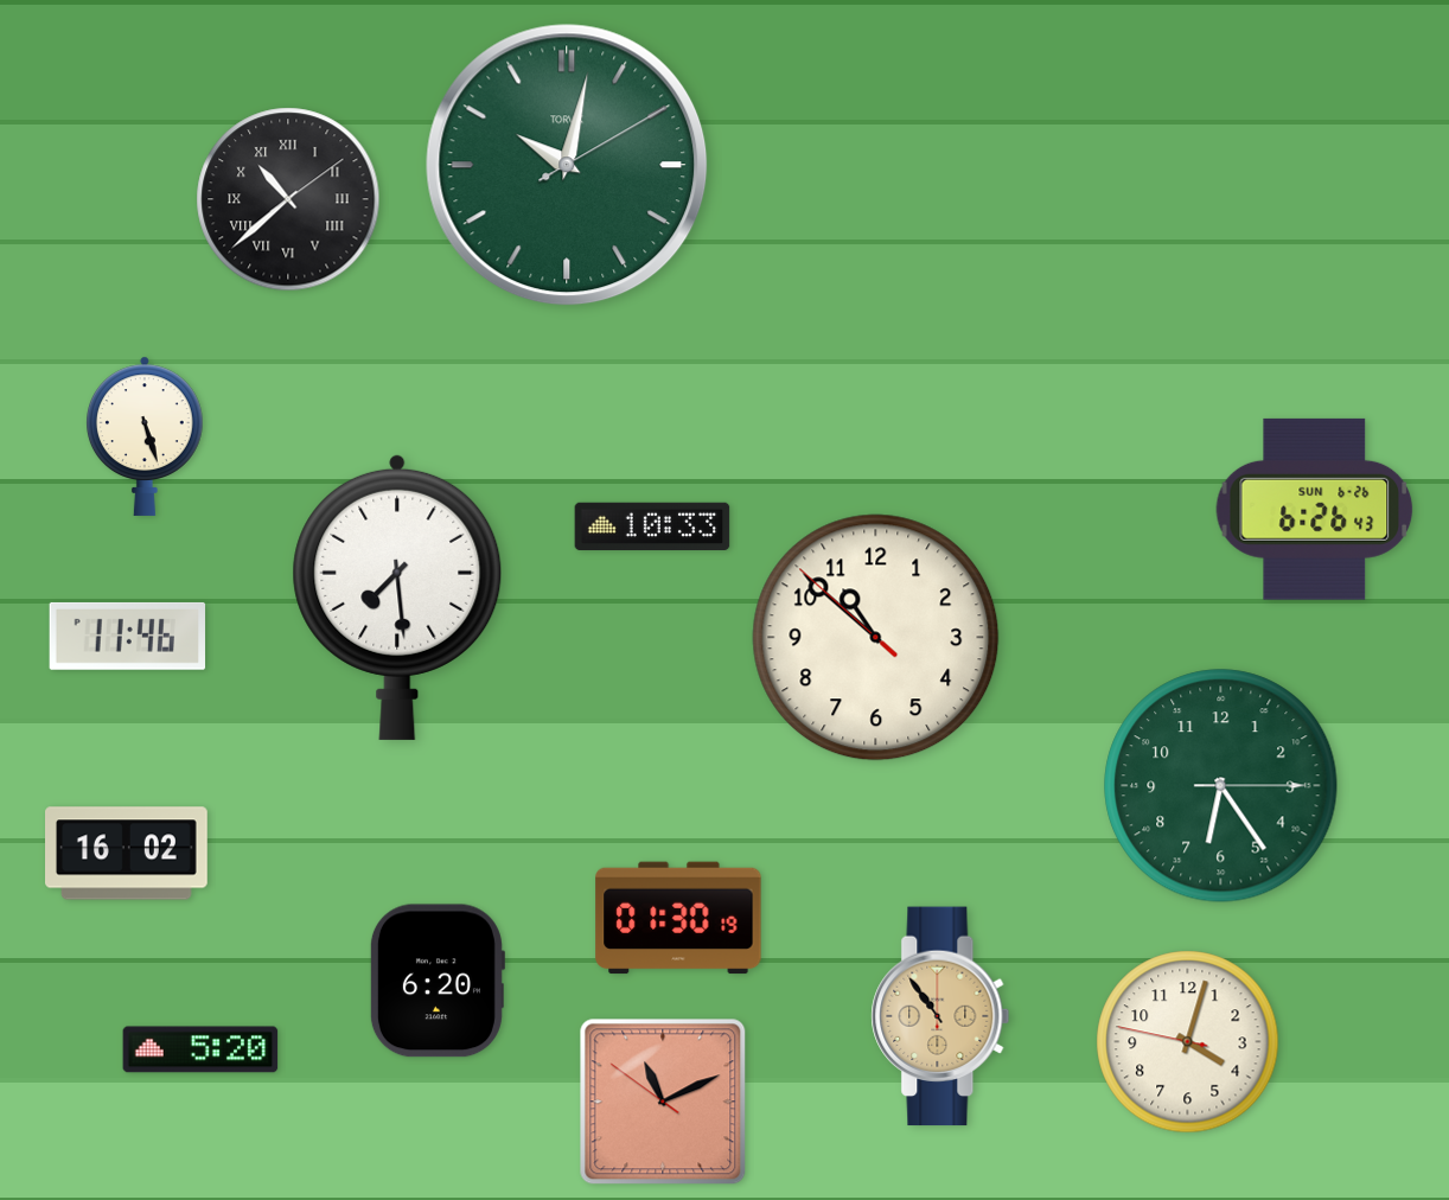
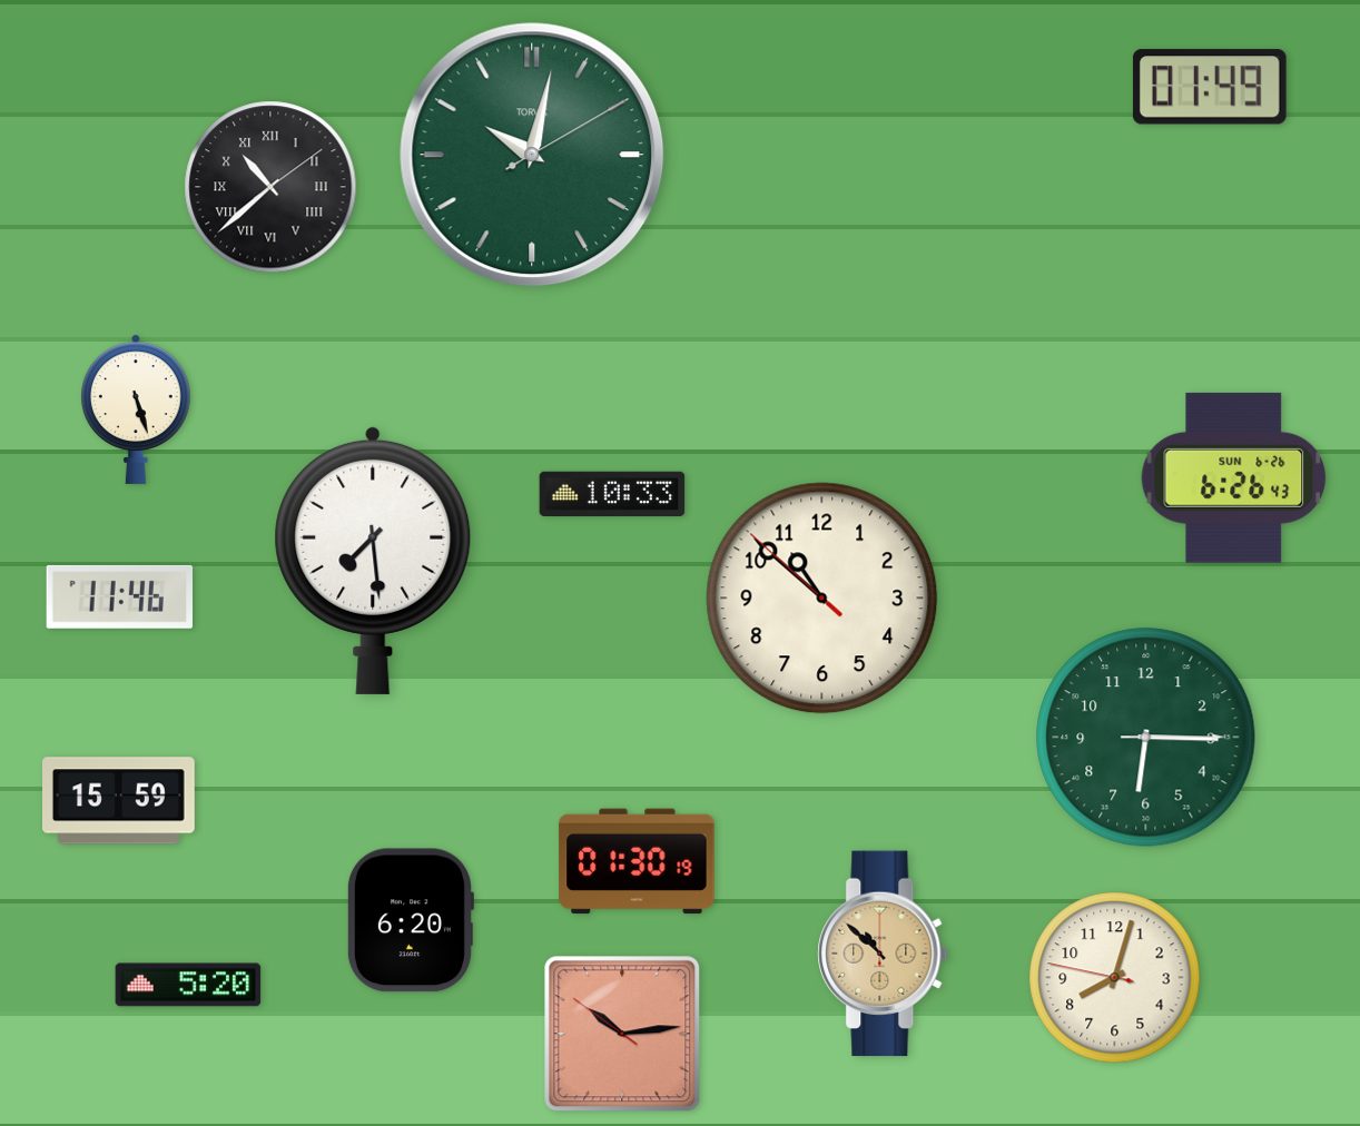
clock at (1210, 87): none -> 01:49
clock at (1221, 786): 6:24 -> 6:15
clock at (127, 854): 16:02 -> 15:59
clock at (940, 1016): 10:54 -> 10:52
clock at (1188, 1042): 4:02 -> 8:02
clock at (663, 1102): 11:10 -> 10:13
